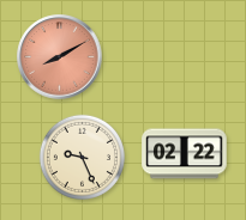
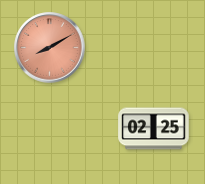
clock at (185, 154): 02:22 -> 02:25
clock at (82, 157): 9:26 -> none
